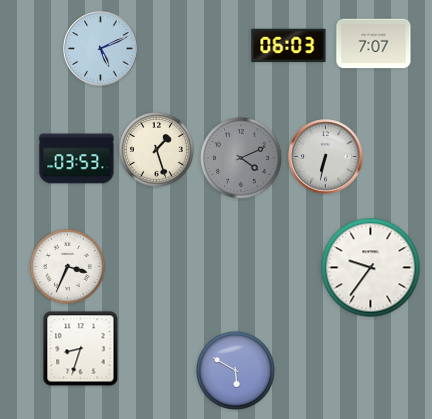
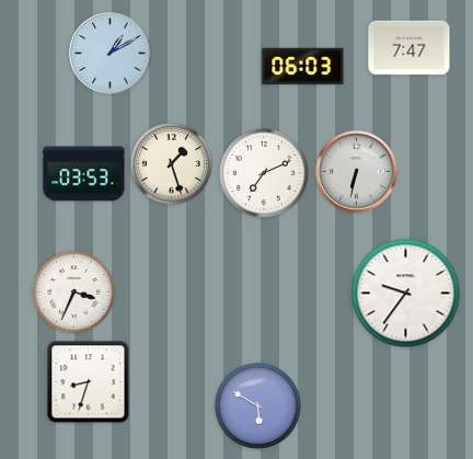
clock at (374, 44): 7:07 -> 7:47
clock at (289, 46) position: (289, 46) -> (303, 67)
clock at (101, 49): 5:11 -> 1:10
clock at (241, 158): 4:11 -> 7:11
clock at (241, 158) dial: grey -> white
